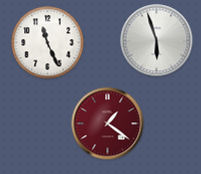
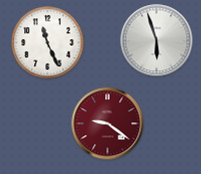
clock at (108, 124): 1:21 -> 9:21
